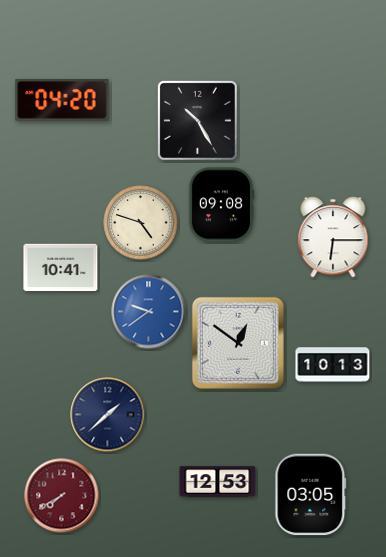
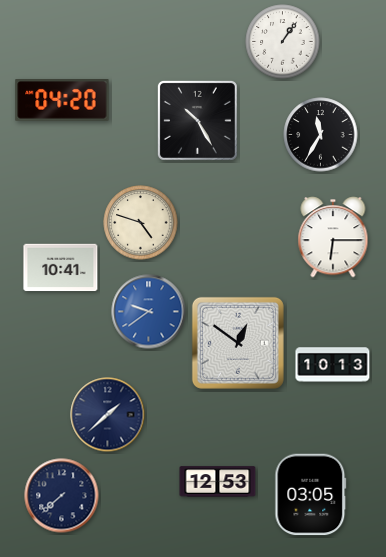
clock at (283, 42): none -> 1:06
clock at (321, 135): none -> 11:35
clock at (221, 205): 09:08 -> none
clock at (62, 496): 7:40 -> 7:38
clock at (62, 496) dial: burgundy -> navy
